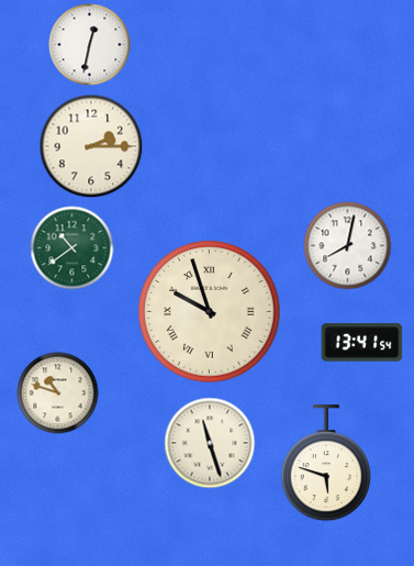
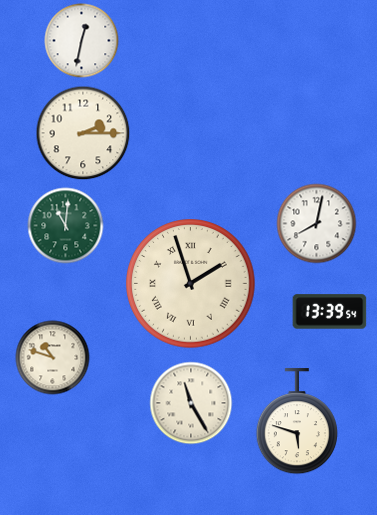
clock at (72, 248): 10:39 -> 11:01
clock at (210, 312): 9:57 -> 1:57
clock at (362, 343): 13:41 -> 13:39
clock at (210, 443): 11:27 -> 11:25
